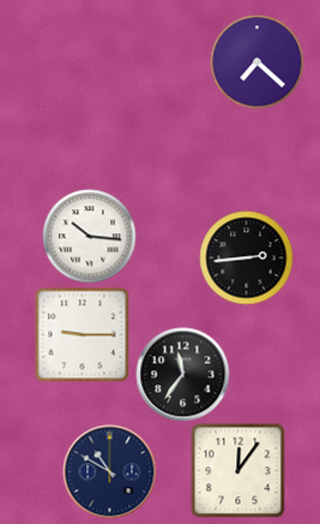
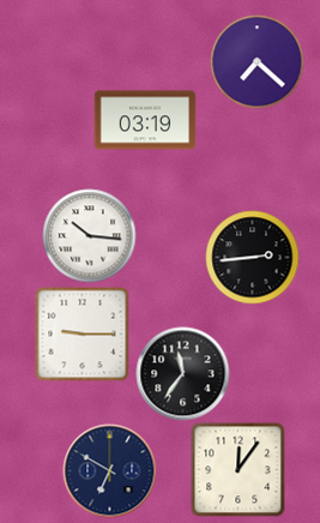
clock at (145, 120): none -> 03:19
clock at (246, 257) position: (246, 257) -> (252, 257)
clock at (109, 471): 10:50 -> 6:50
